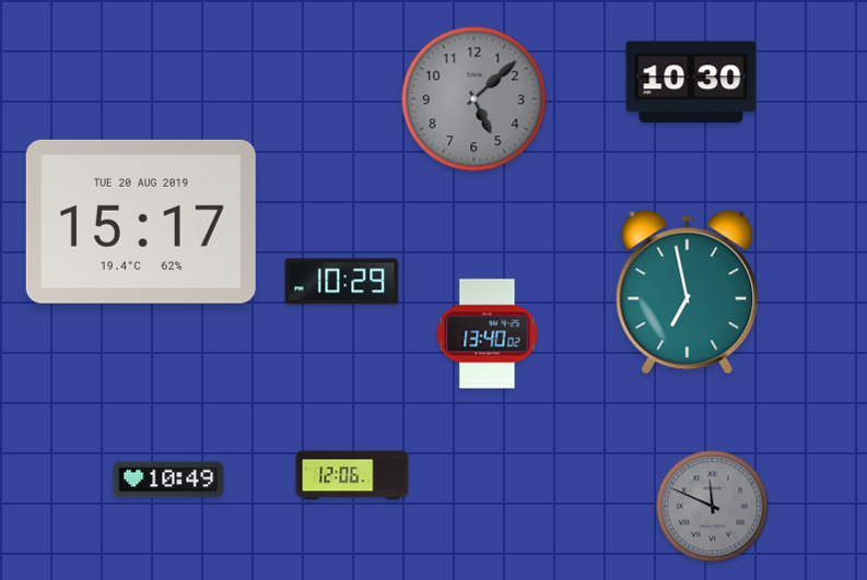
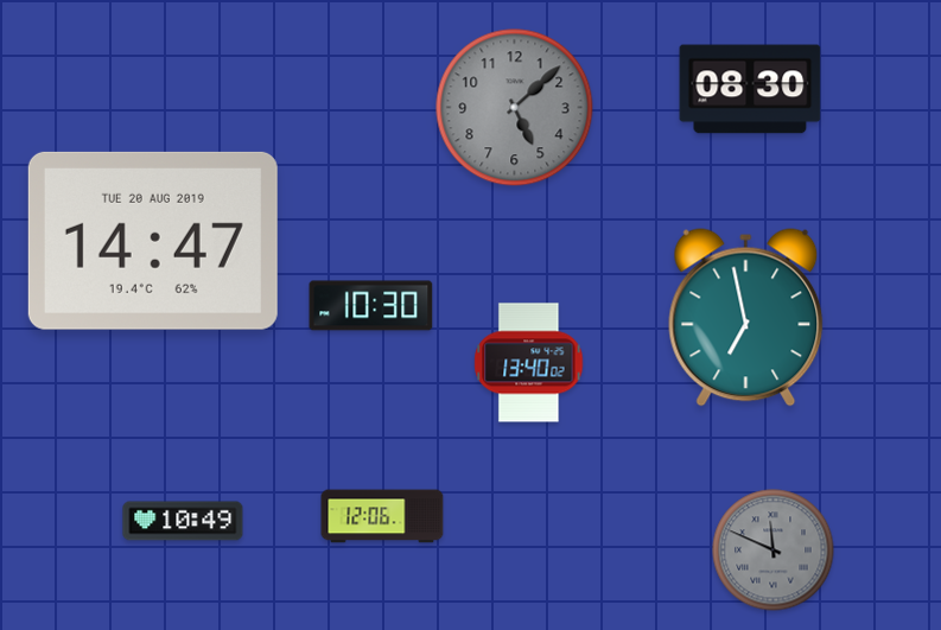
clock at (691, 82): 10:30 -> 08:30
clock at (141, 222): 15:17 -> 14:47
clock at (342, 282): 10:29 -> 10:30
